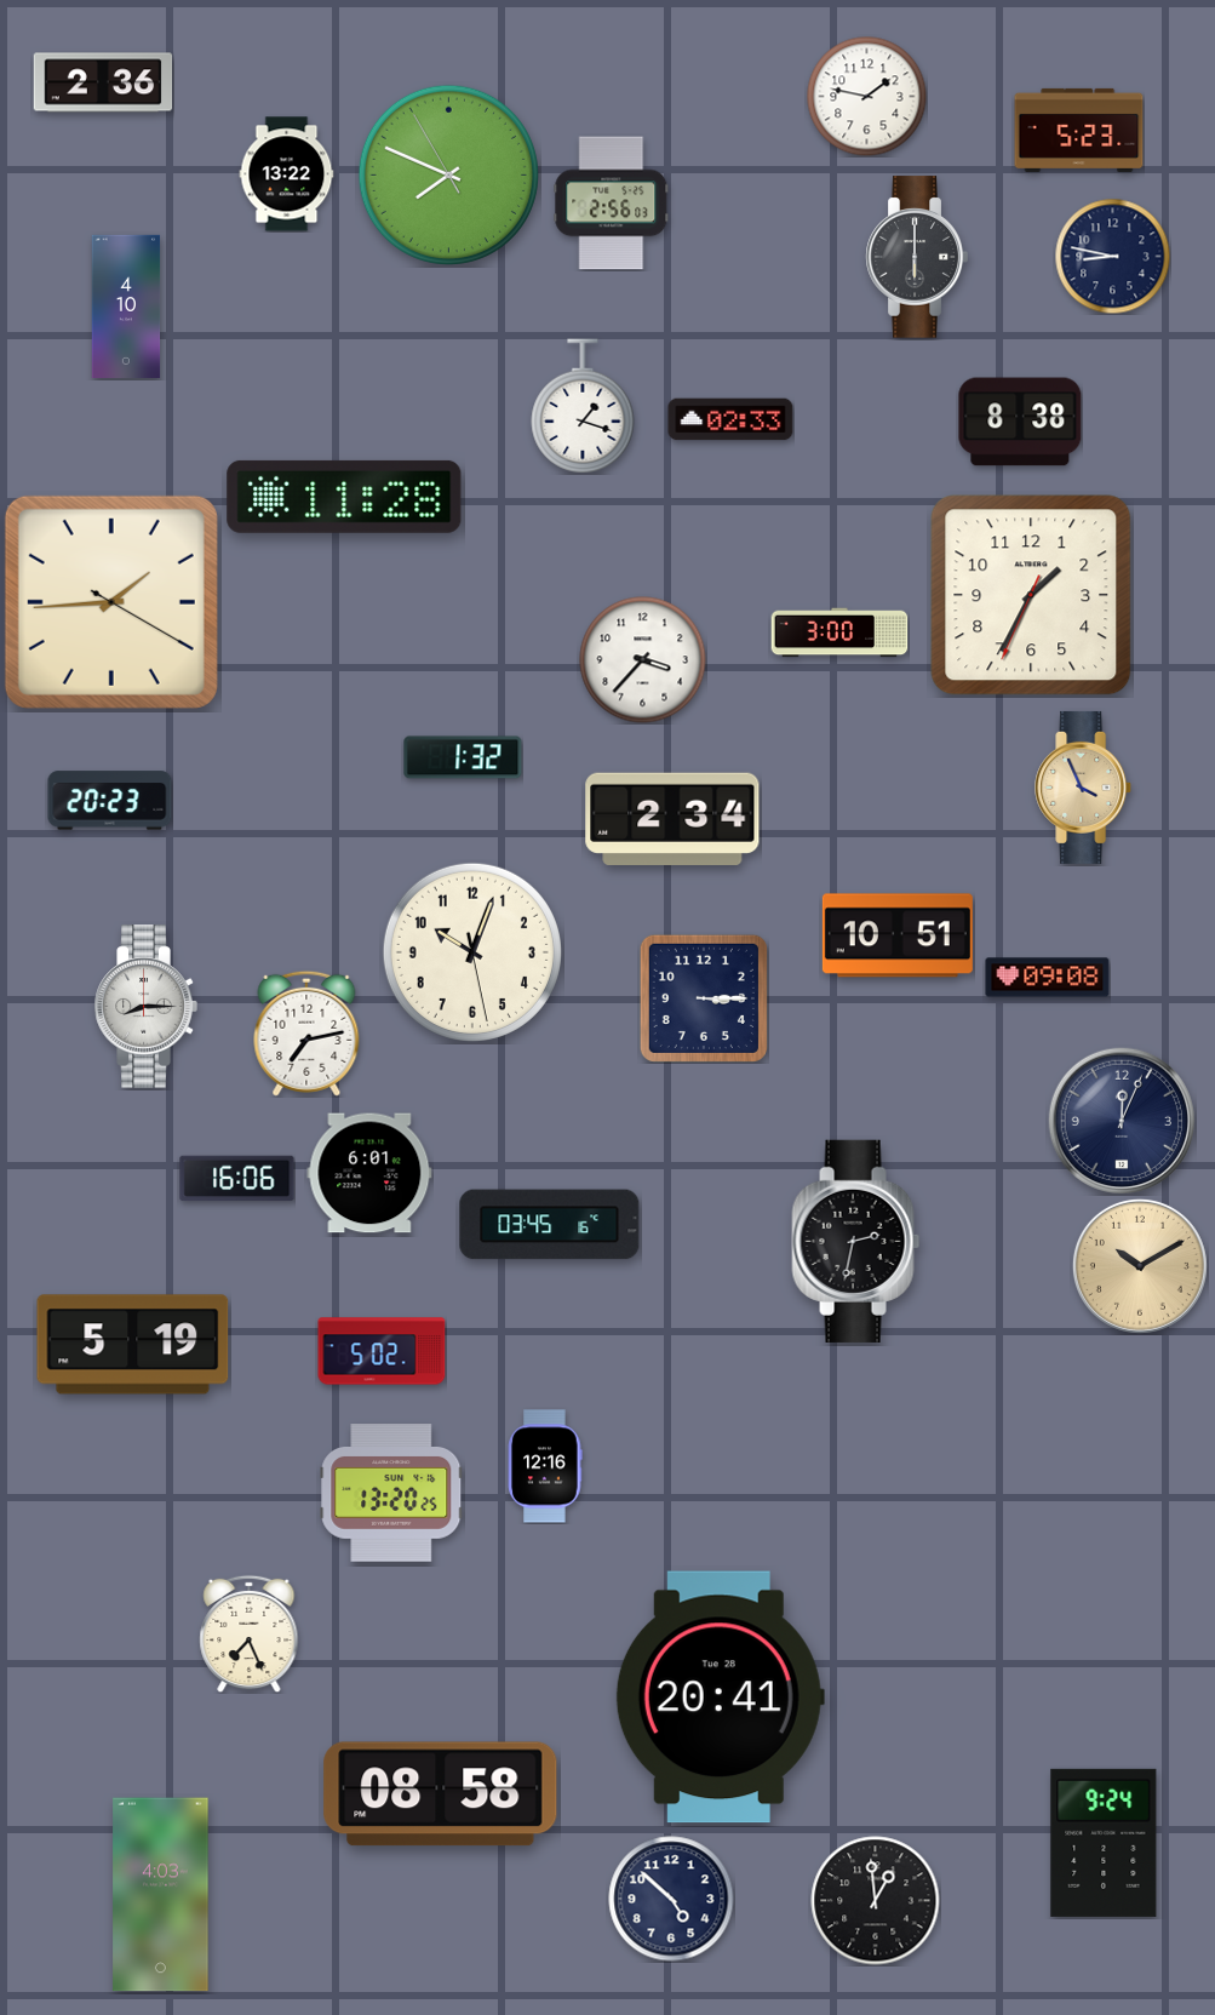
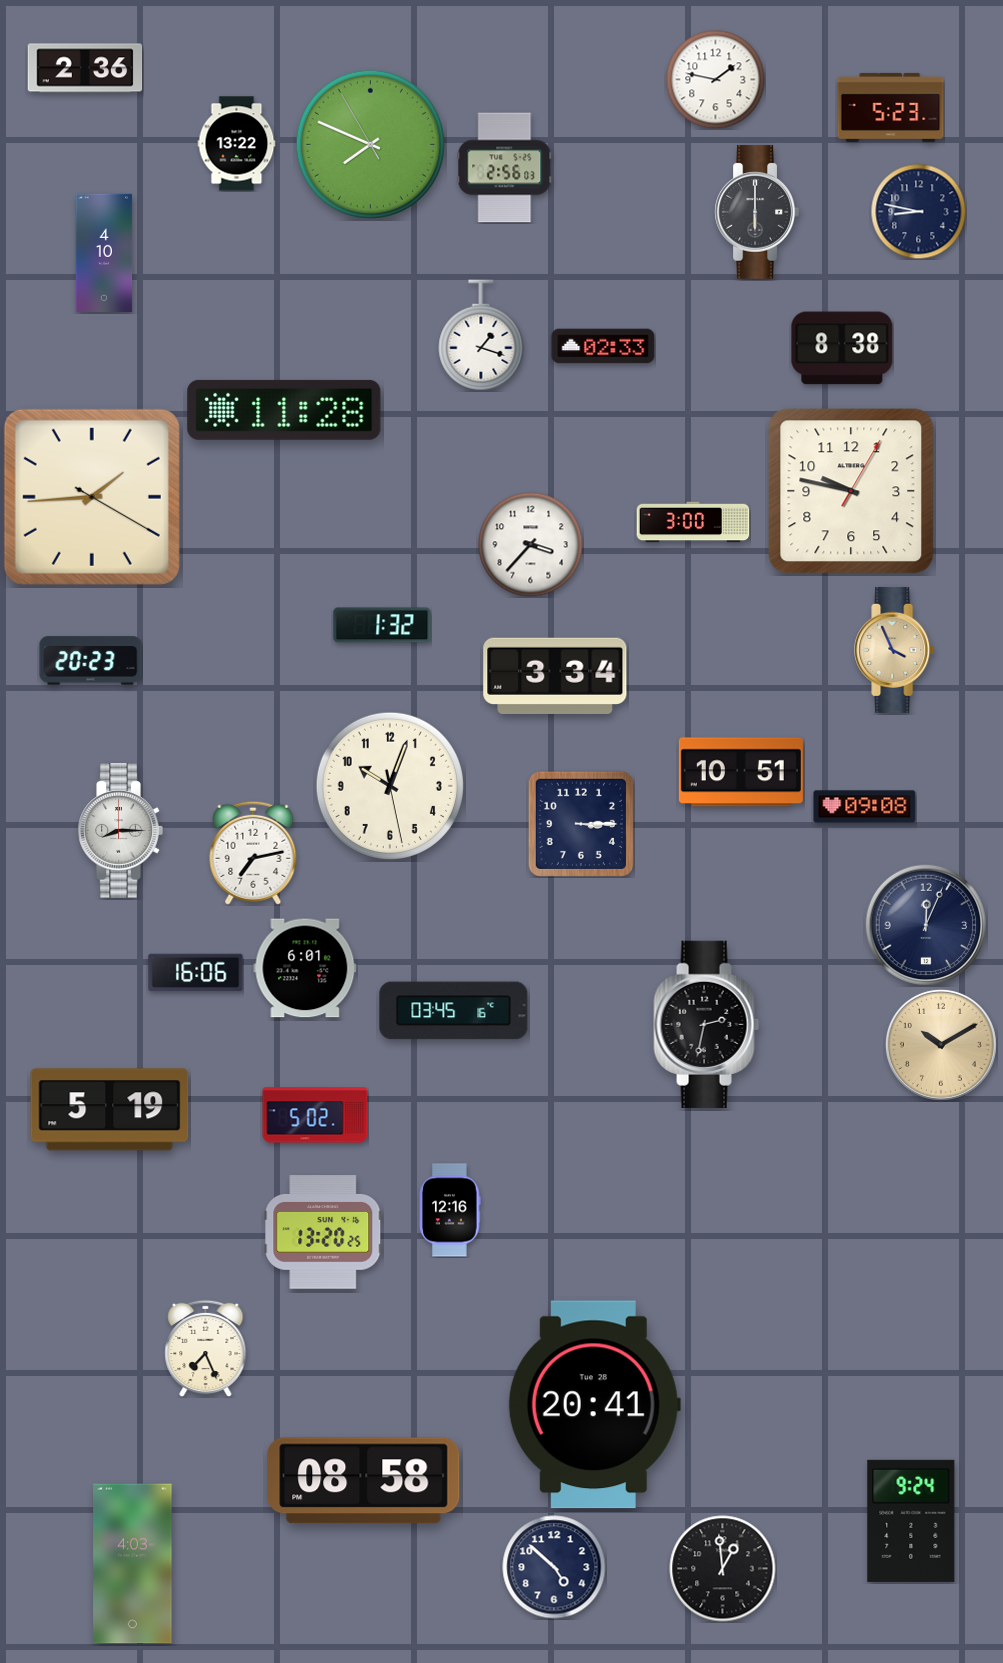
clock at (1031, 595): 1:34 -> 9:47
clock at (672, 819): 2:34 -> 3:34
clock at (720, 1698) position: (720, 1698) -> (594, 1405)
